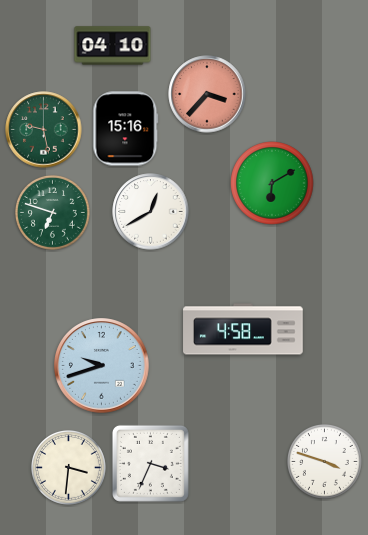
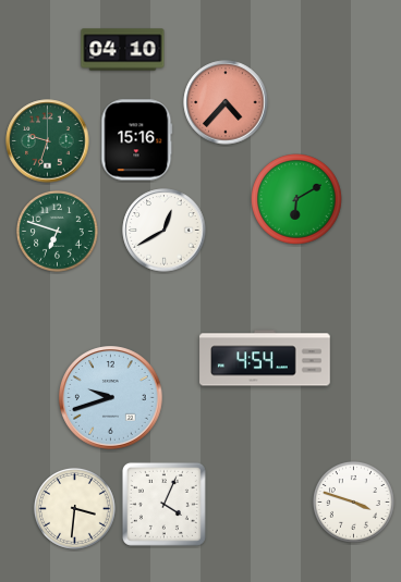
clock at (207, 94): 3:37 -> 4:37
clock at (44, 130): 9:28 -> 9:33
clock at (243, 329): 4:58 -> 4:54
clock at (150, 463): 3:34 -> 4:04
